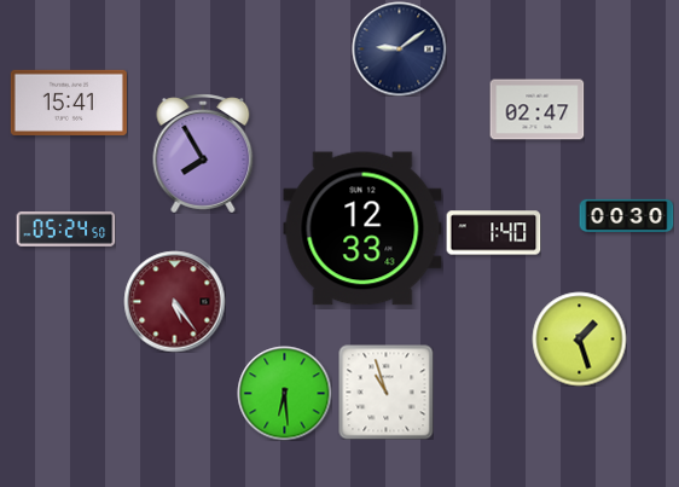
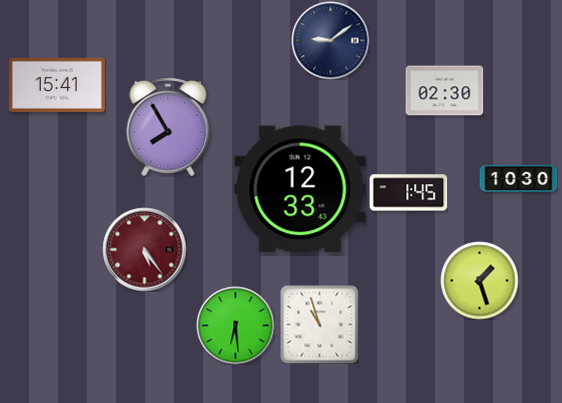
clock at (536, 110): 02:47 -> 02:30
clock at (626, 215): 00:30 -> 10:30
clock at (65, 228): 05:24 -> none
clock at (493, 233): 1:40 -> 1:45
